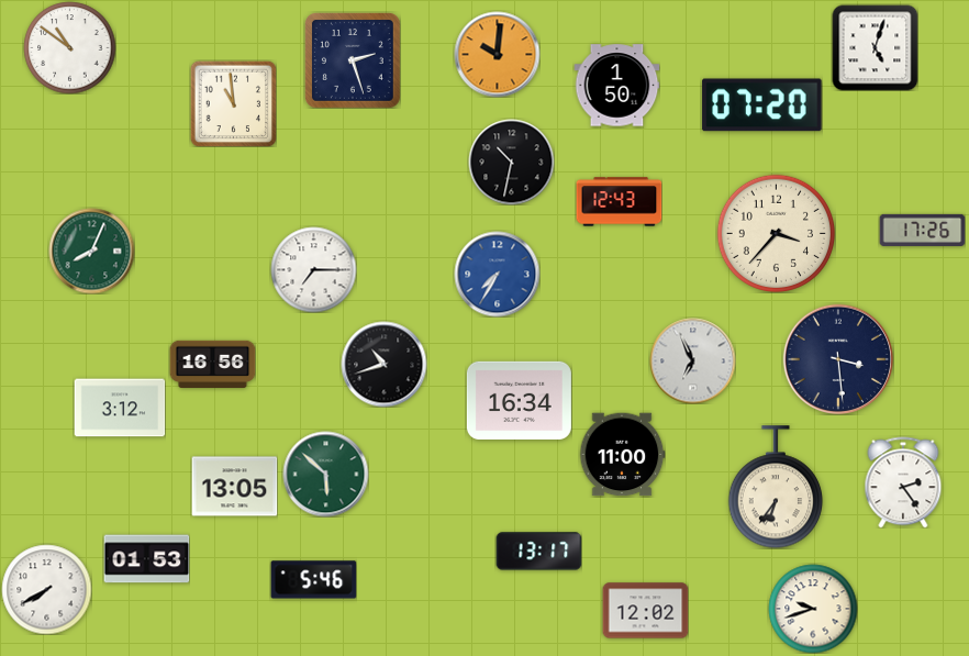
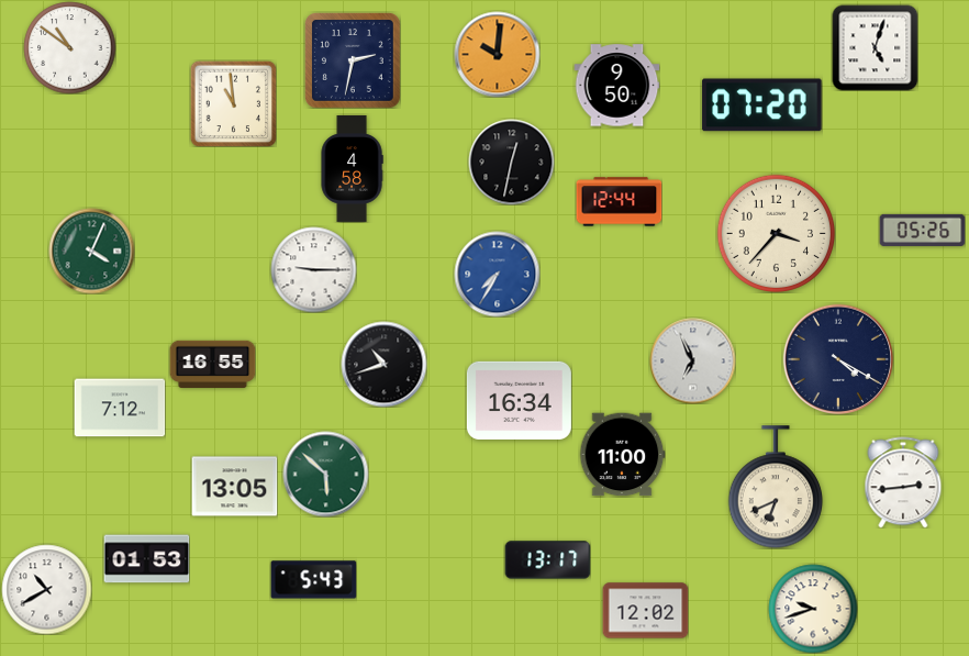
clock at (353, 60): 2:27 -> 2:32
clock at (616, 86): 1:50 -> 9:50
clock at (511, 162): 10:32 -> 12:32
clock at (352, 168): none -> 4:58
clock at (619, 202): 12:43 -> 12:44
clock at (922, 230): 17:26 -> 05:26
clock at (91, 251): 8:04 -> 4:04
clock at (313, 269): 7:15 -> 9:15
clock at (837, 358): 3:29 -> 4:20
clock at (212, 364): 16:56 -> 16:55
clock at (120, 408): 3:12 -> 7:12
clock at (903, 482): 2:24 -> 2:44
clock at (776, 487): 6:36 -> 6:41
clock at (538, 552) position: (538, 552) -> (547, 560)
clock at (313, 580): 5:46 -> 5:43
clock at (46, 589): 7:40 -> 10:40
